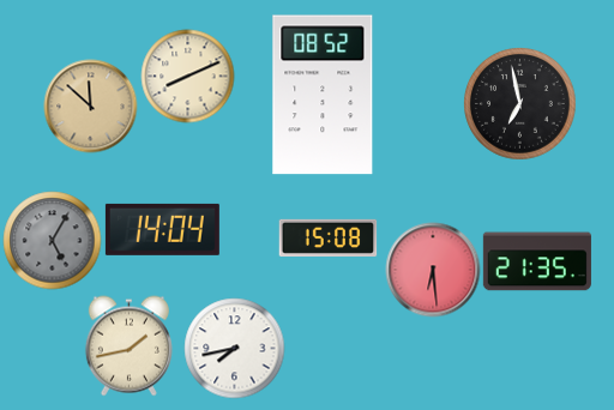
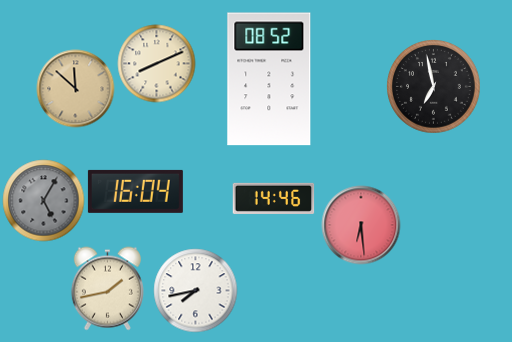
clock at (162, 229): 14:04 -> 16:04
clock at (327, 237): 15:08 -> 14:46
clock at (537, 261): 21:35 -> none
